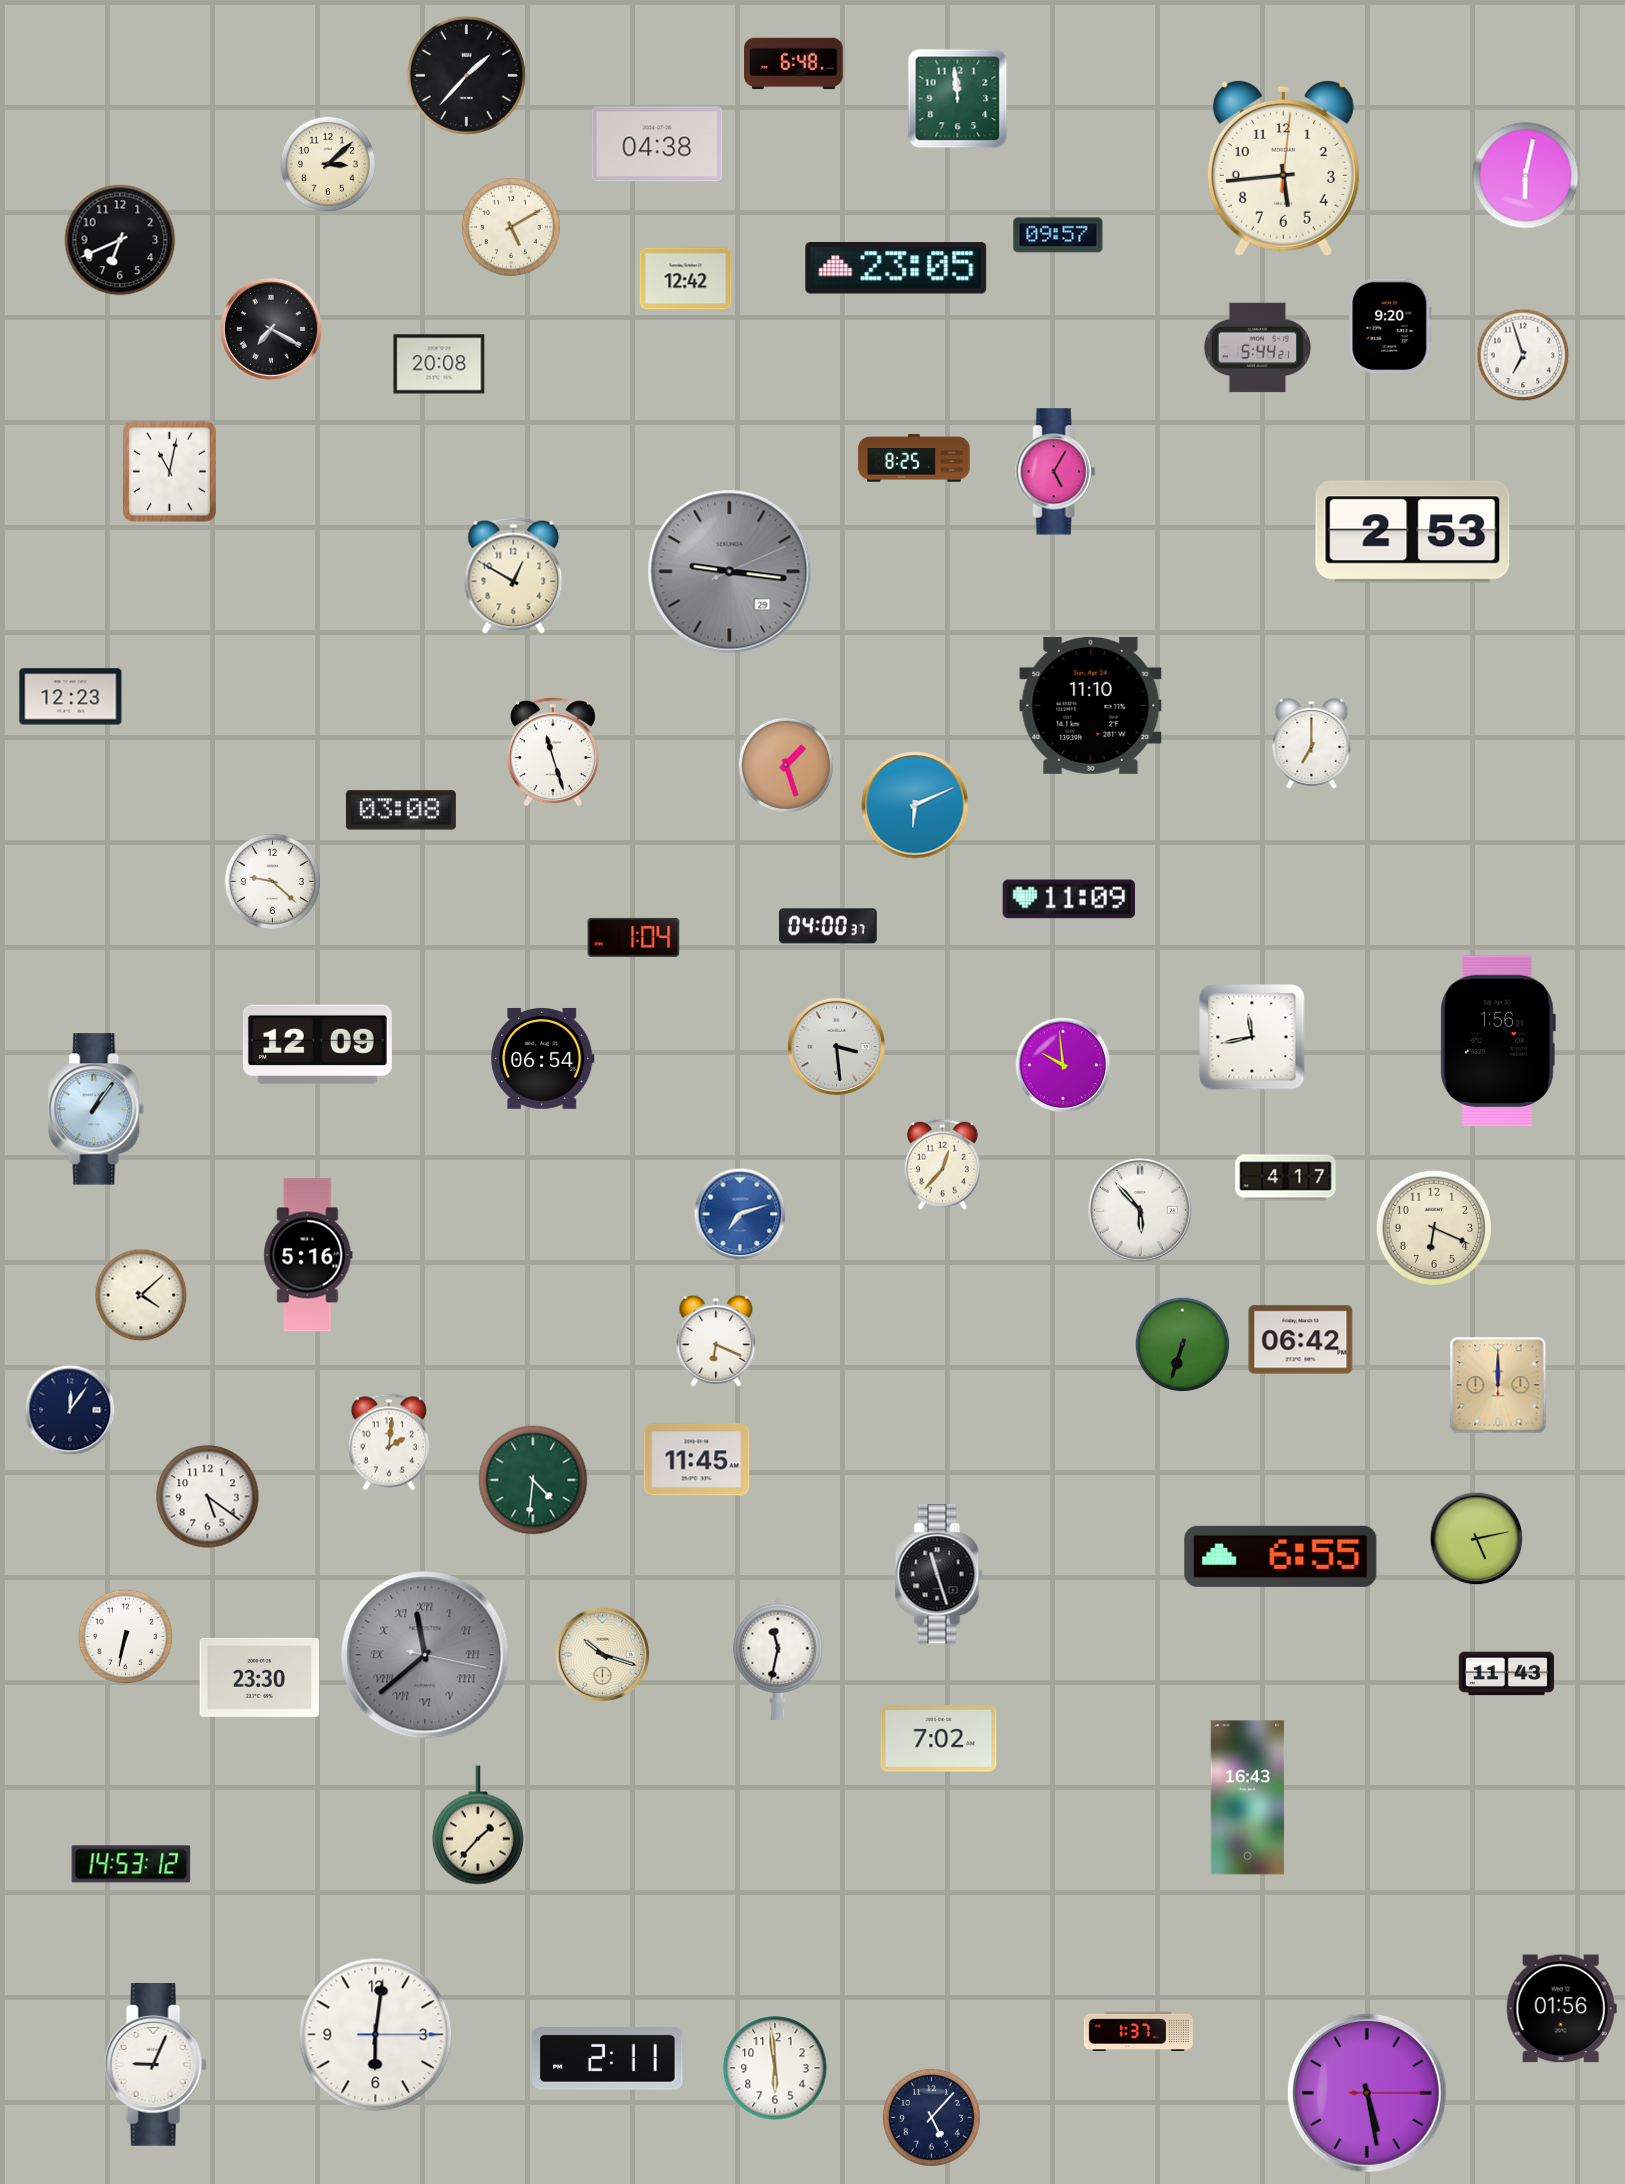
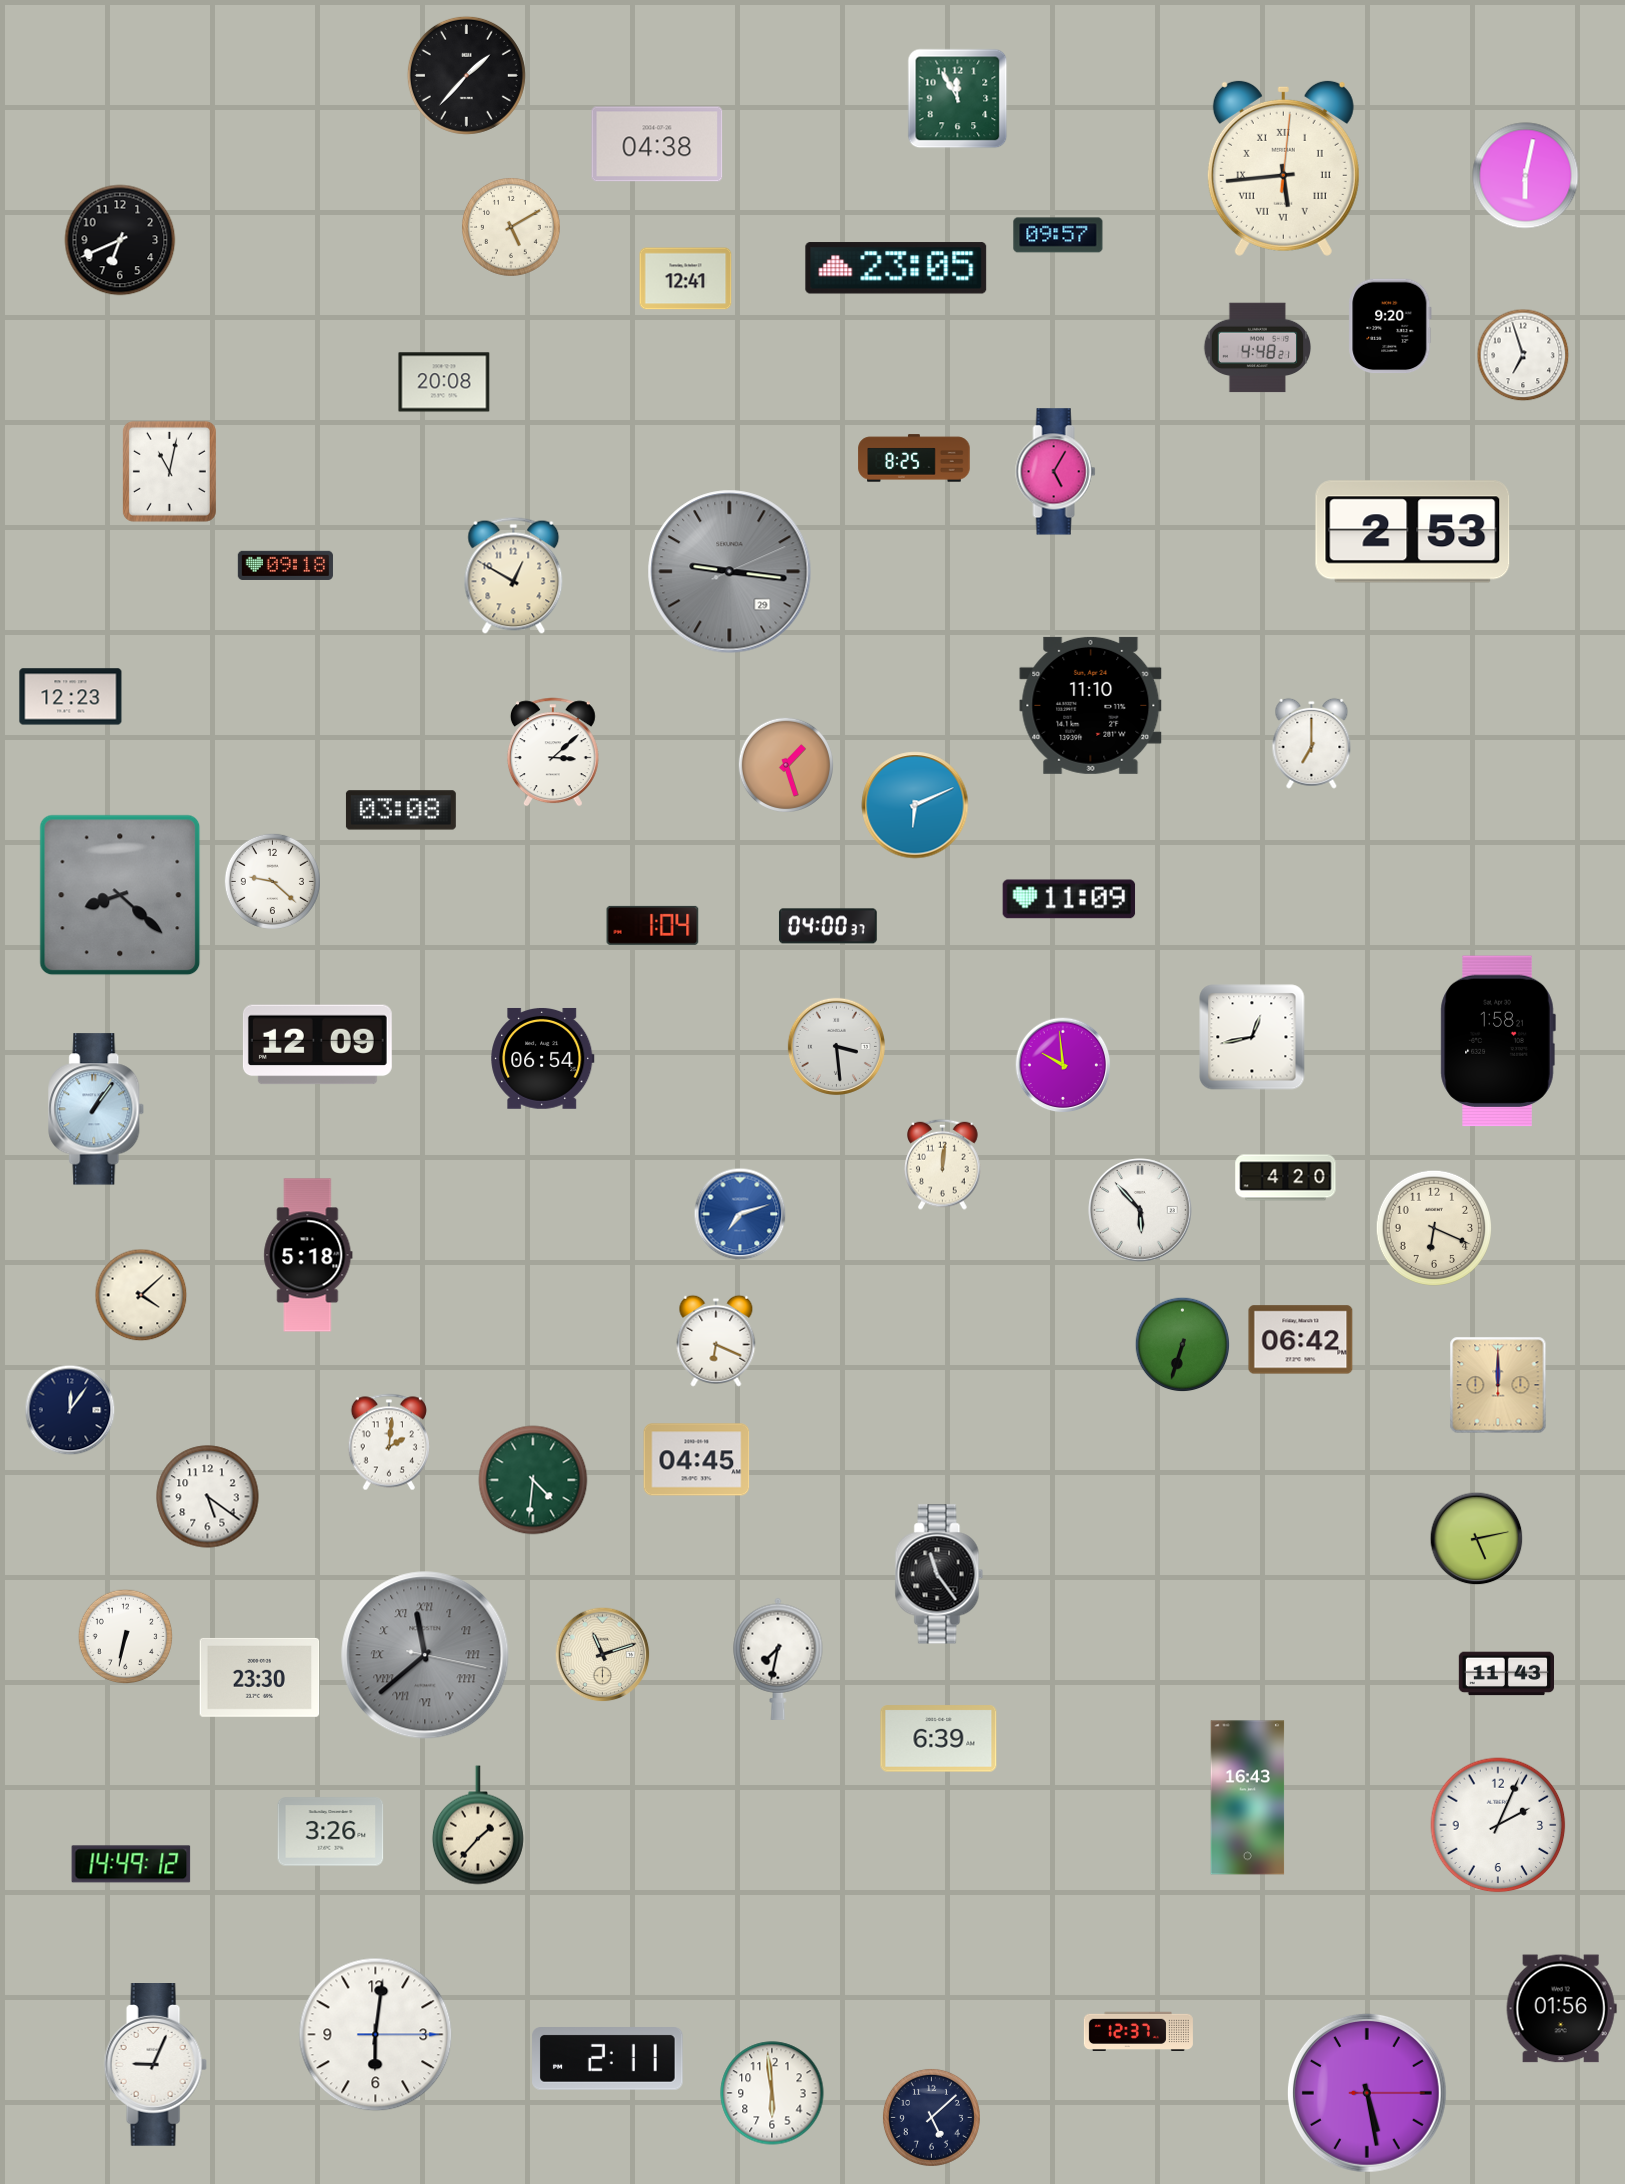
clock at (794, 64): 6:48 -> none
clock at (958, 99): 11:59 -> 11:55
clock at (327, 163): 3:08 -> none
clock at (1283, 168) numerals: Arabic -> Roman
clock at (686, 279): 12:42 -> 12:41
clock at (271, 329): 7:20 -> none
clock at (1258, 348): 5:44 -> 4:48
clock at (439, 364) position: (439, 364) -> (444, 382)
clock at (285, 565): none -> 09:18
clock at (553, 752): 11:27 -> 3:08
clock at (120, 895): none -> 8:22
clock at (634, 937) position: (634, 937) -> (653, 925)
clock at (1252, 1037): 11:43 -> 12:43
clock at (1498, 1041): 1:56 -> 1:58
clock at (943, 1164): 12:37 -> 12:01
clock at (1286, 1178): 4:17 -> 4:20
clock at (308, 1255): 5:16 -> 5:18
clock at (697, 1460): 11:45 -> 04:45
clock at (1281, 1556): 6:55 -> none
clock at (939, 1574): 11:27 -> 11:24
clock at (603, 1655): 10:18 -> 11:12
clock at (778, 1659): 11:32 -> 7:32
clock at (939, 1739): 7:02 -> 6:39
clock at (1498, 1825): none -> 2:04
clock at (331, 1832): none -> 3:26
clock at (131, 1864): 14:53 -> 14:49
clock at (1138, 2031): 1:37 -> 12:37
clock at (775, 2068) position: (775, 2068) -> (772, 2093)
clock at (931, 2117): 5:07 -> 5:08
